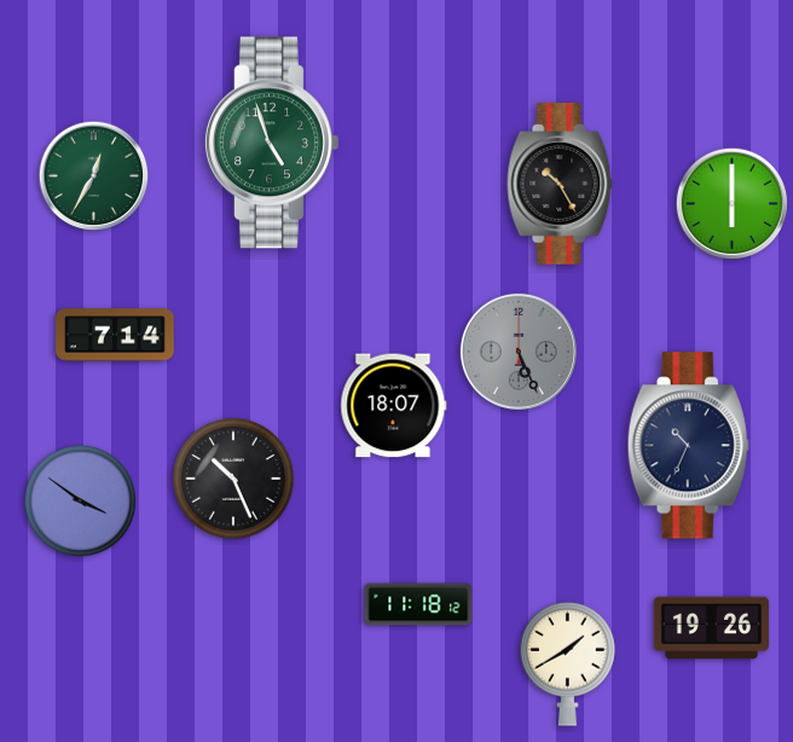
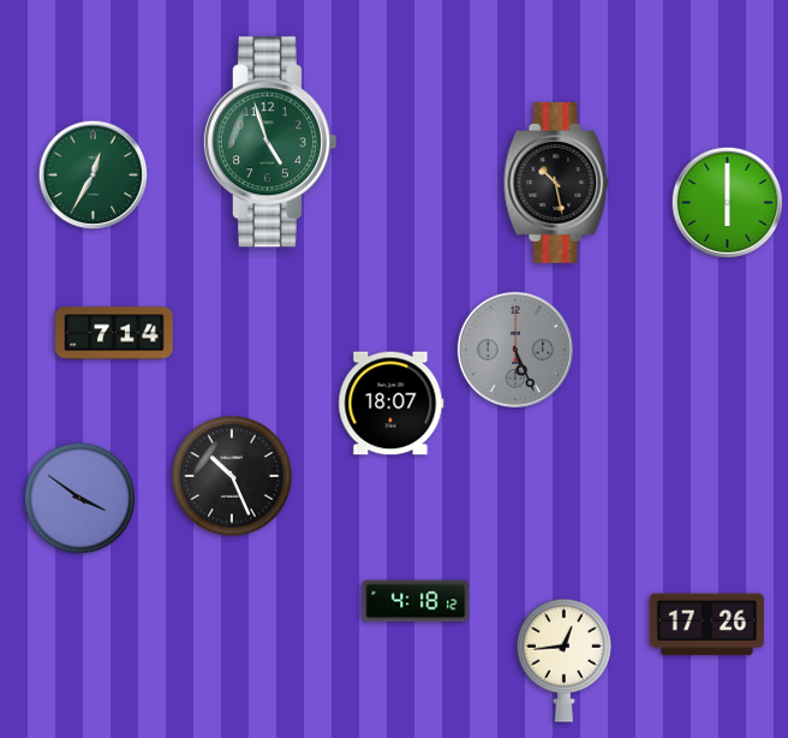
clock at (560, 184): 10:25 -> 10:28
clock at (688, 446): 10:34 -> none
clock at (418, 604): 11:18 -> 4:18
clock at (711, 628): 19:26 -> 17:26
clock at (568, 663): 1:40 -> 12:44
